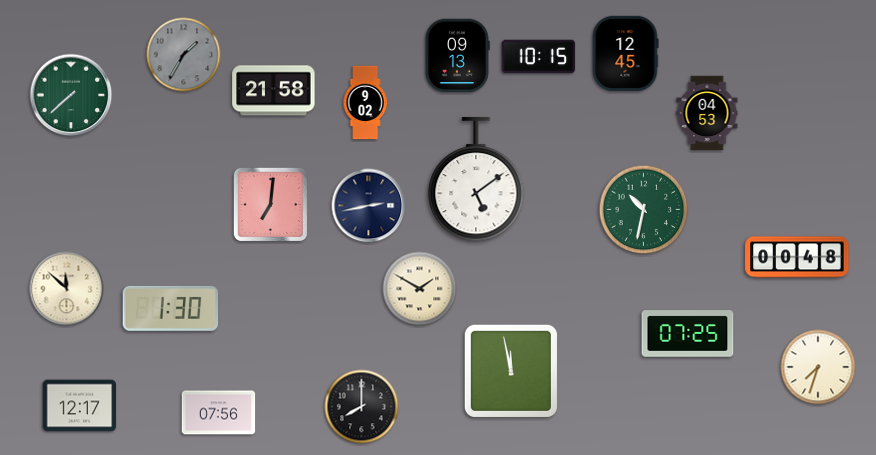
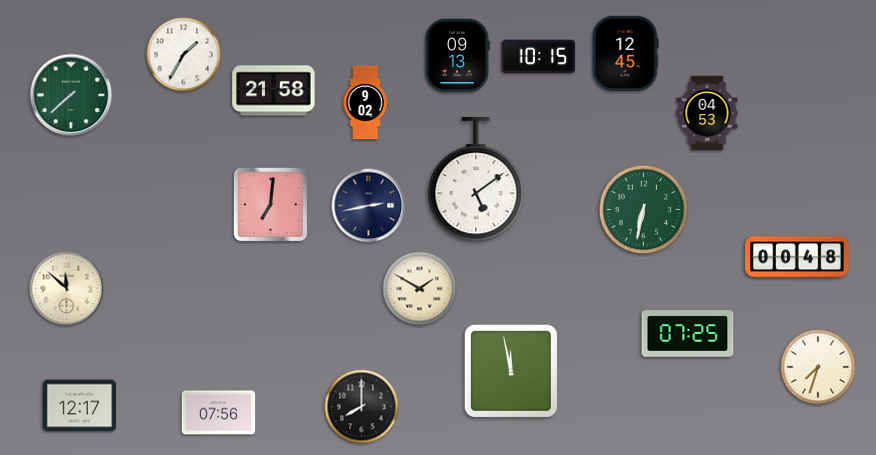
clock at (184, 55) dial: grey -> white
clock at (644, 210): 10:32 -> 6:32
clock at (171, 308): 1:30 -> none
